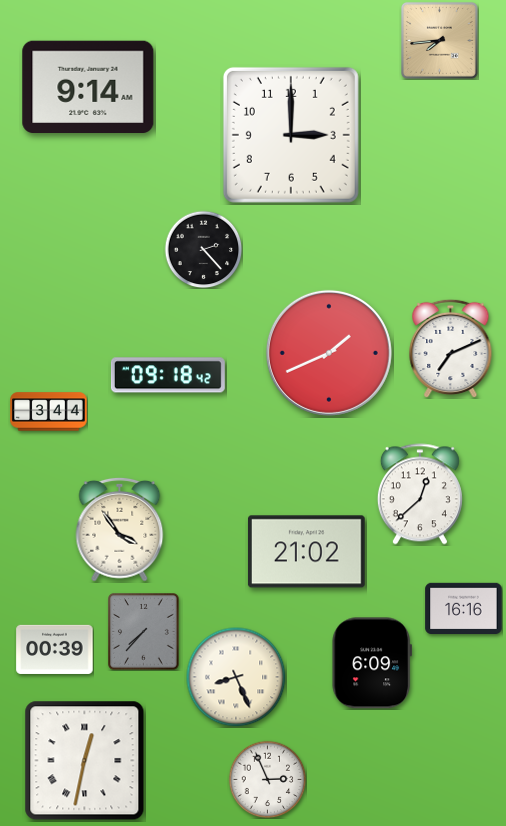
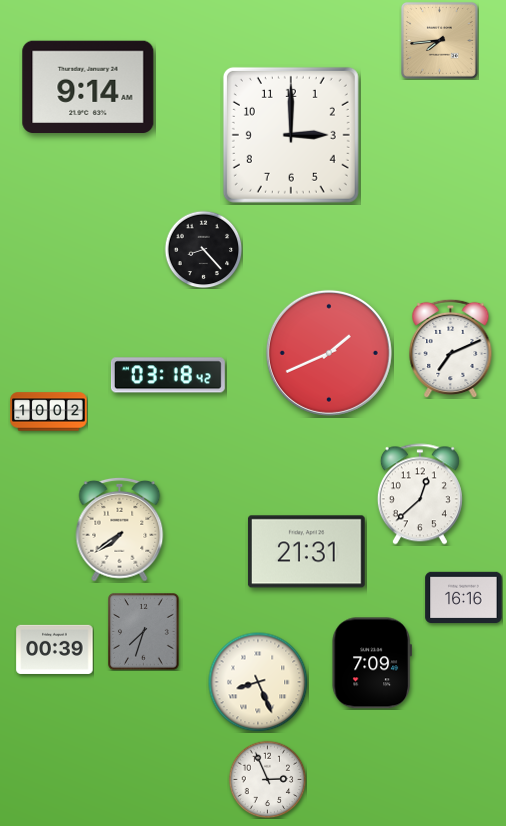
clock at (203, 249): 2:23 -> 8:23
clock at (168, 375): 09:18 -> 03:18
clock at (49, 412): 3:44 -> 10:02
clock at (120, 529): 3:54 -> 7:39
clock at (306, 552): 21:02 -> 21:31
clock at (464, 609) position: (464, 609) -> (464, 598)
clock at (144, 632): 7:37 -> 7:33
clock at (372, 663): 6:09 -> 7:09
clock at (236, 677) position: (236, 677) -> (258, 682)
clock at (85, 761): 12:32 -> none
